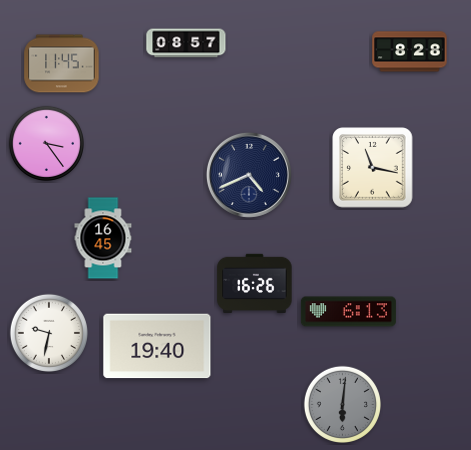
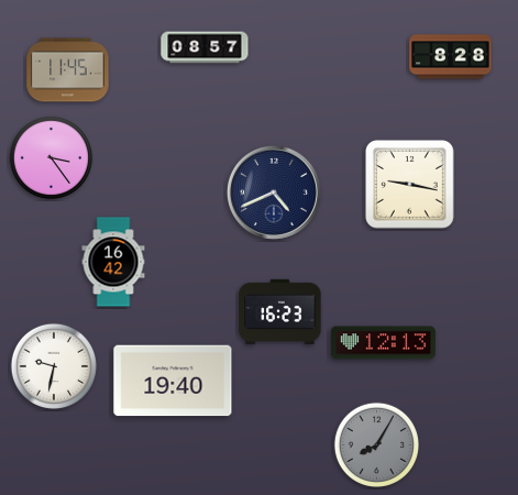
clock at (373, 168): 11:17 -> 9:17
clock at (103, 238): 16:45 -> 16:42
clock at (255, 283): 16:26 -> 16:23
clock at (348, 312): 6:13 -> 12:13
clock at (342, 404): 6:01 -> 8:05
